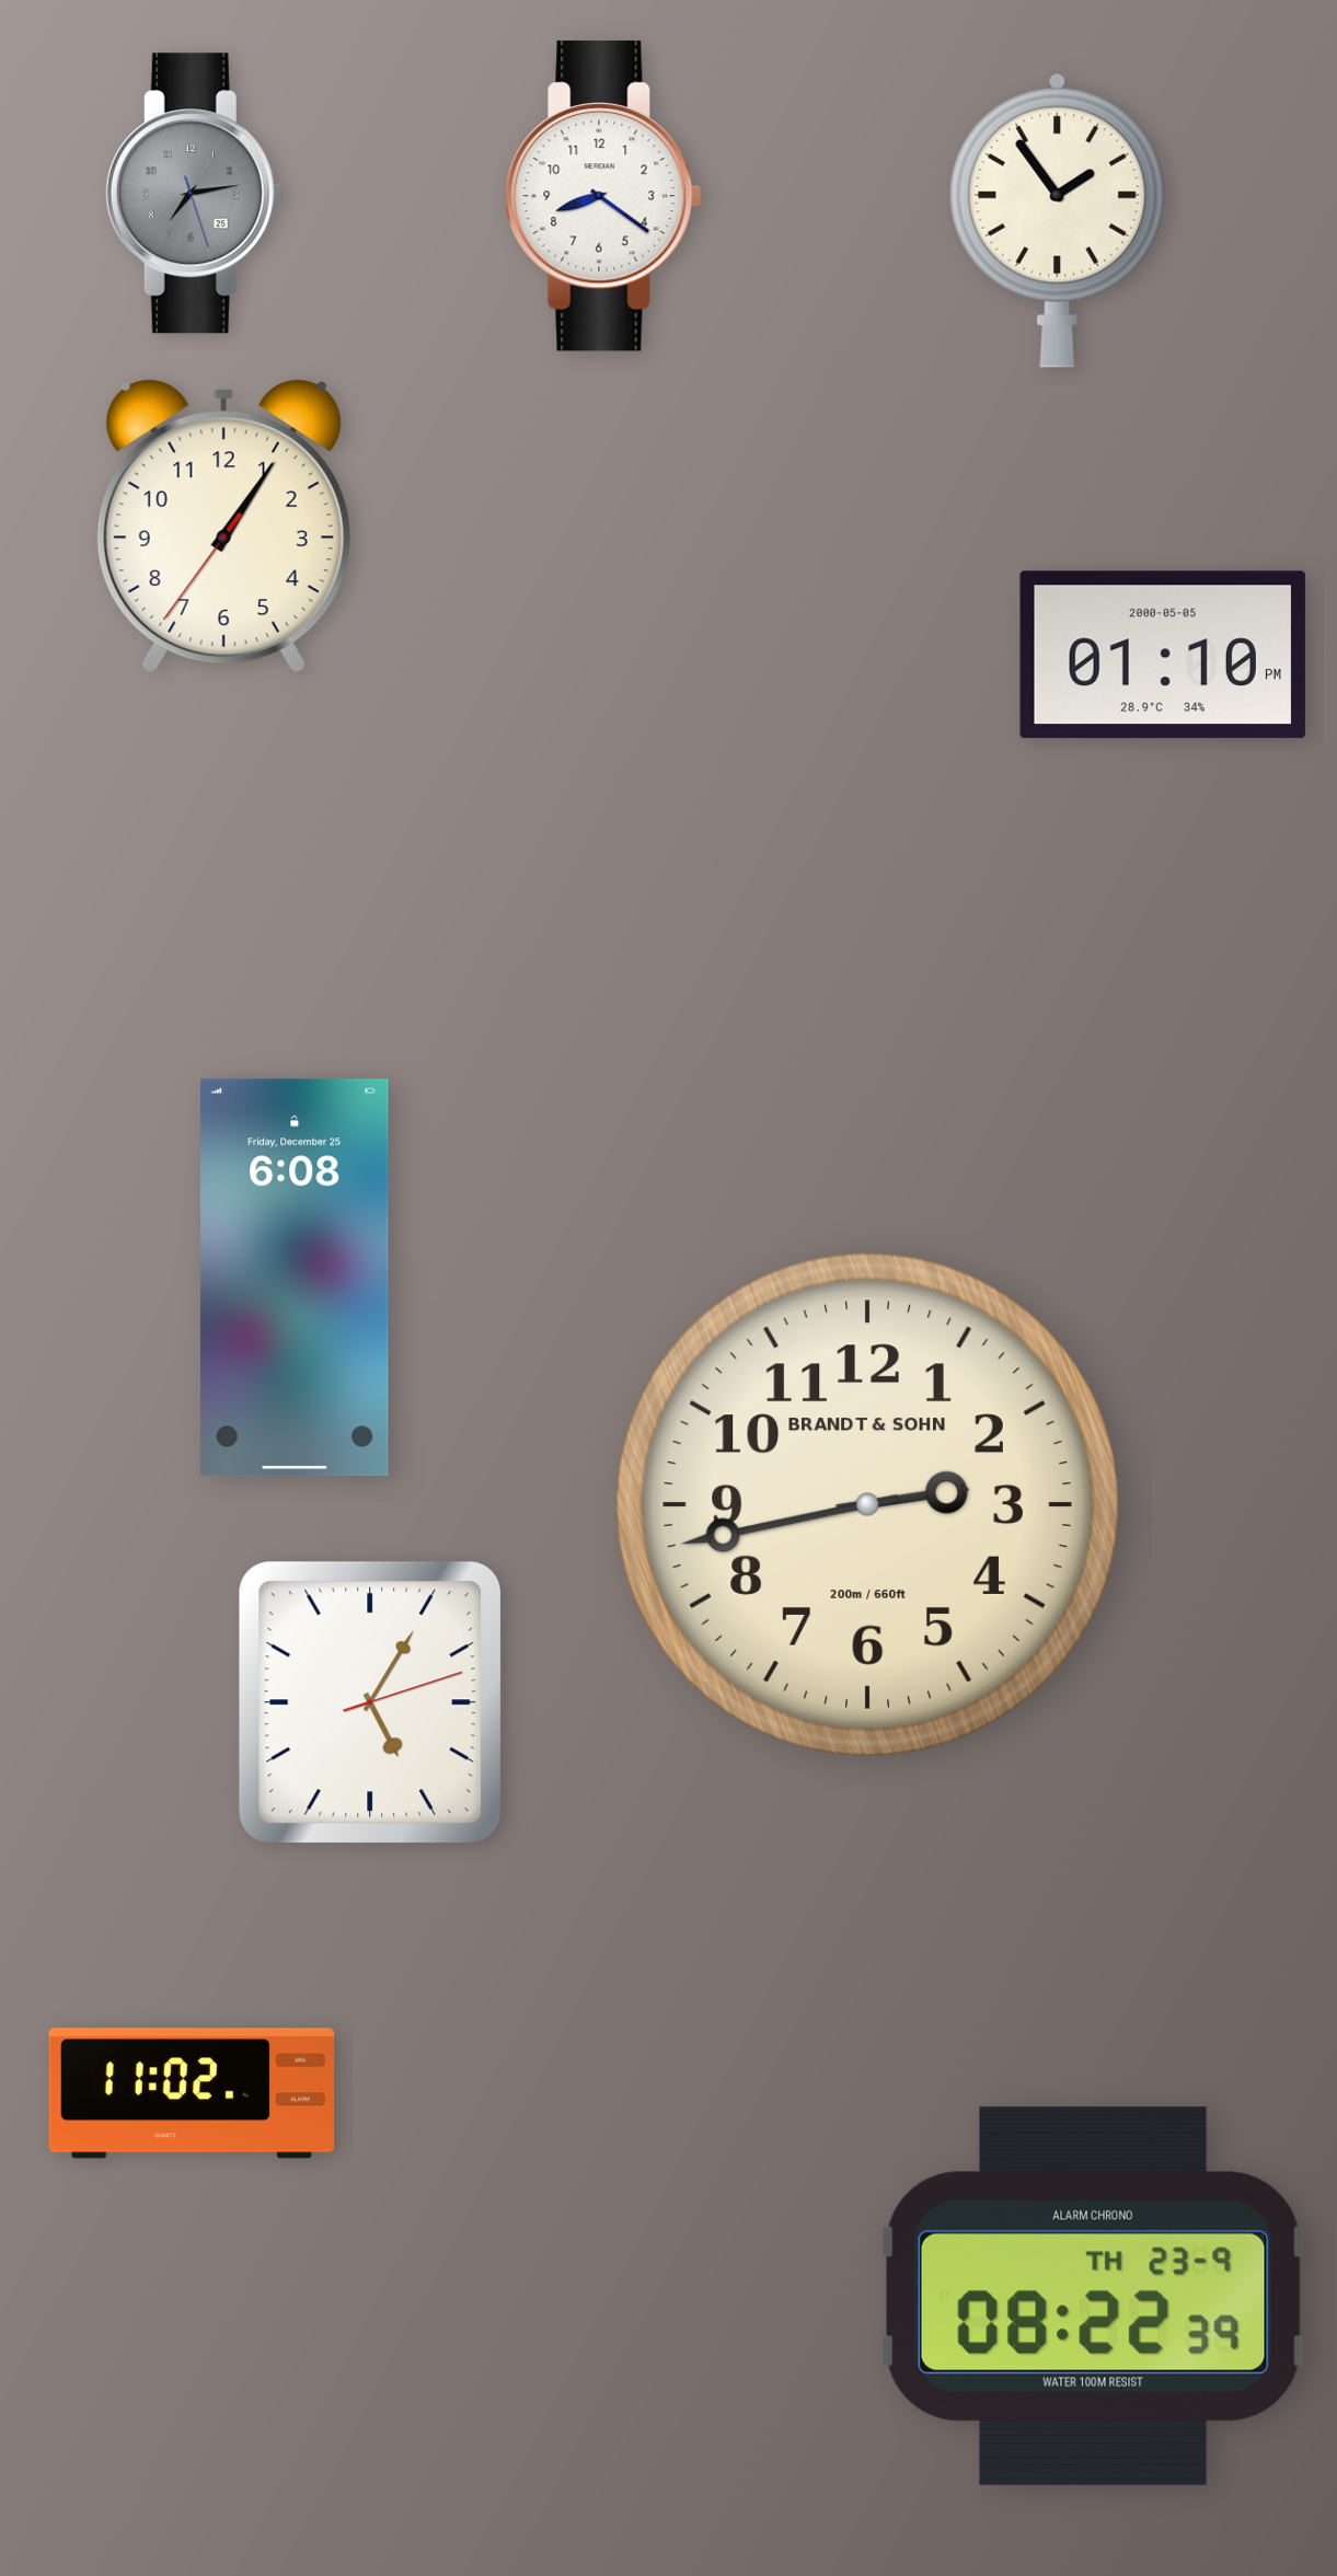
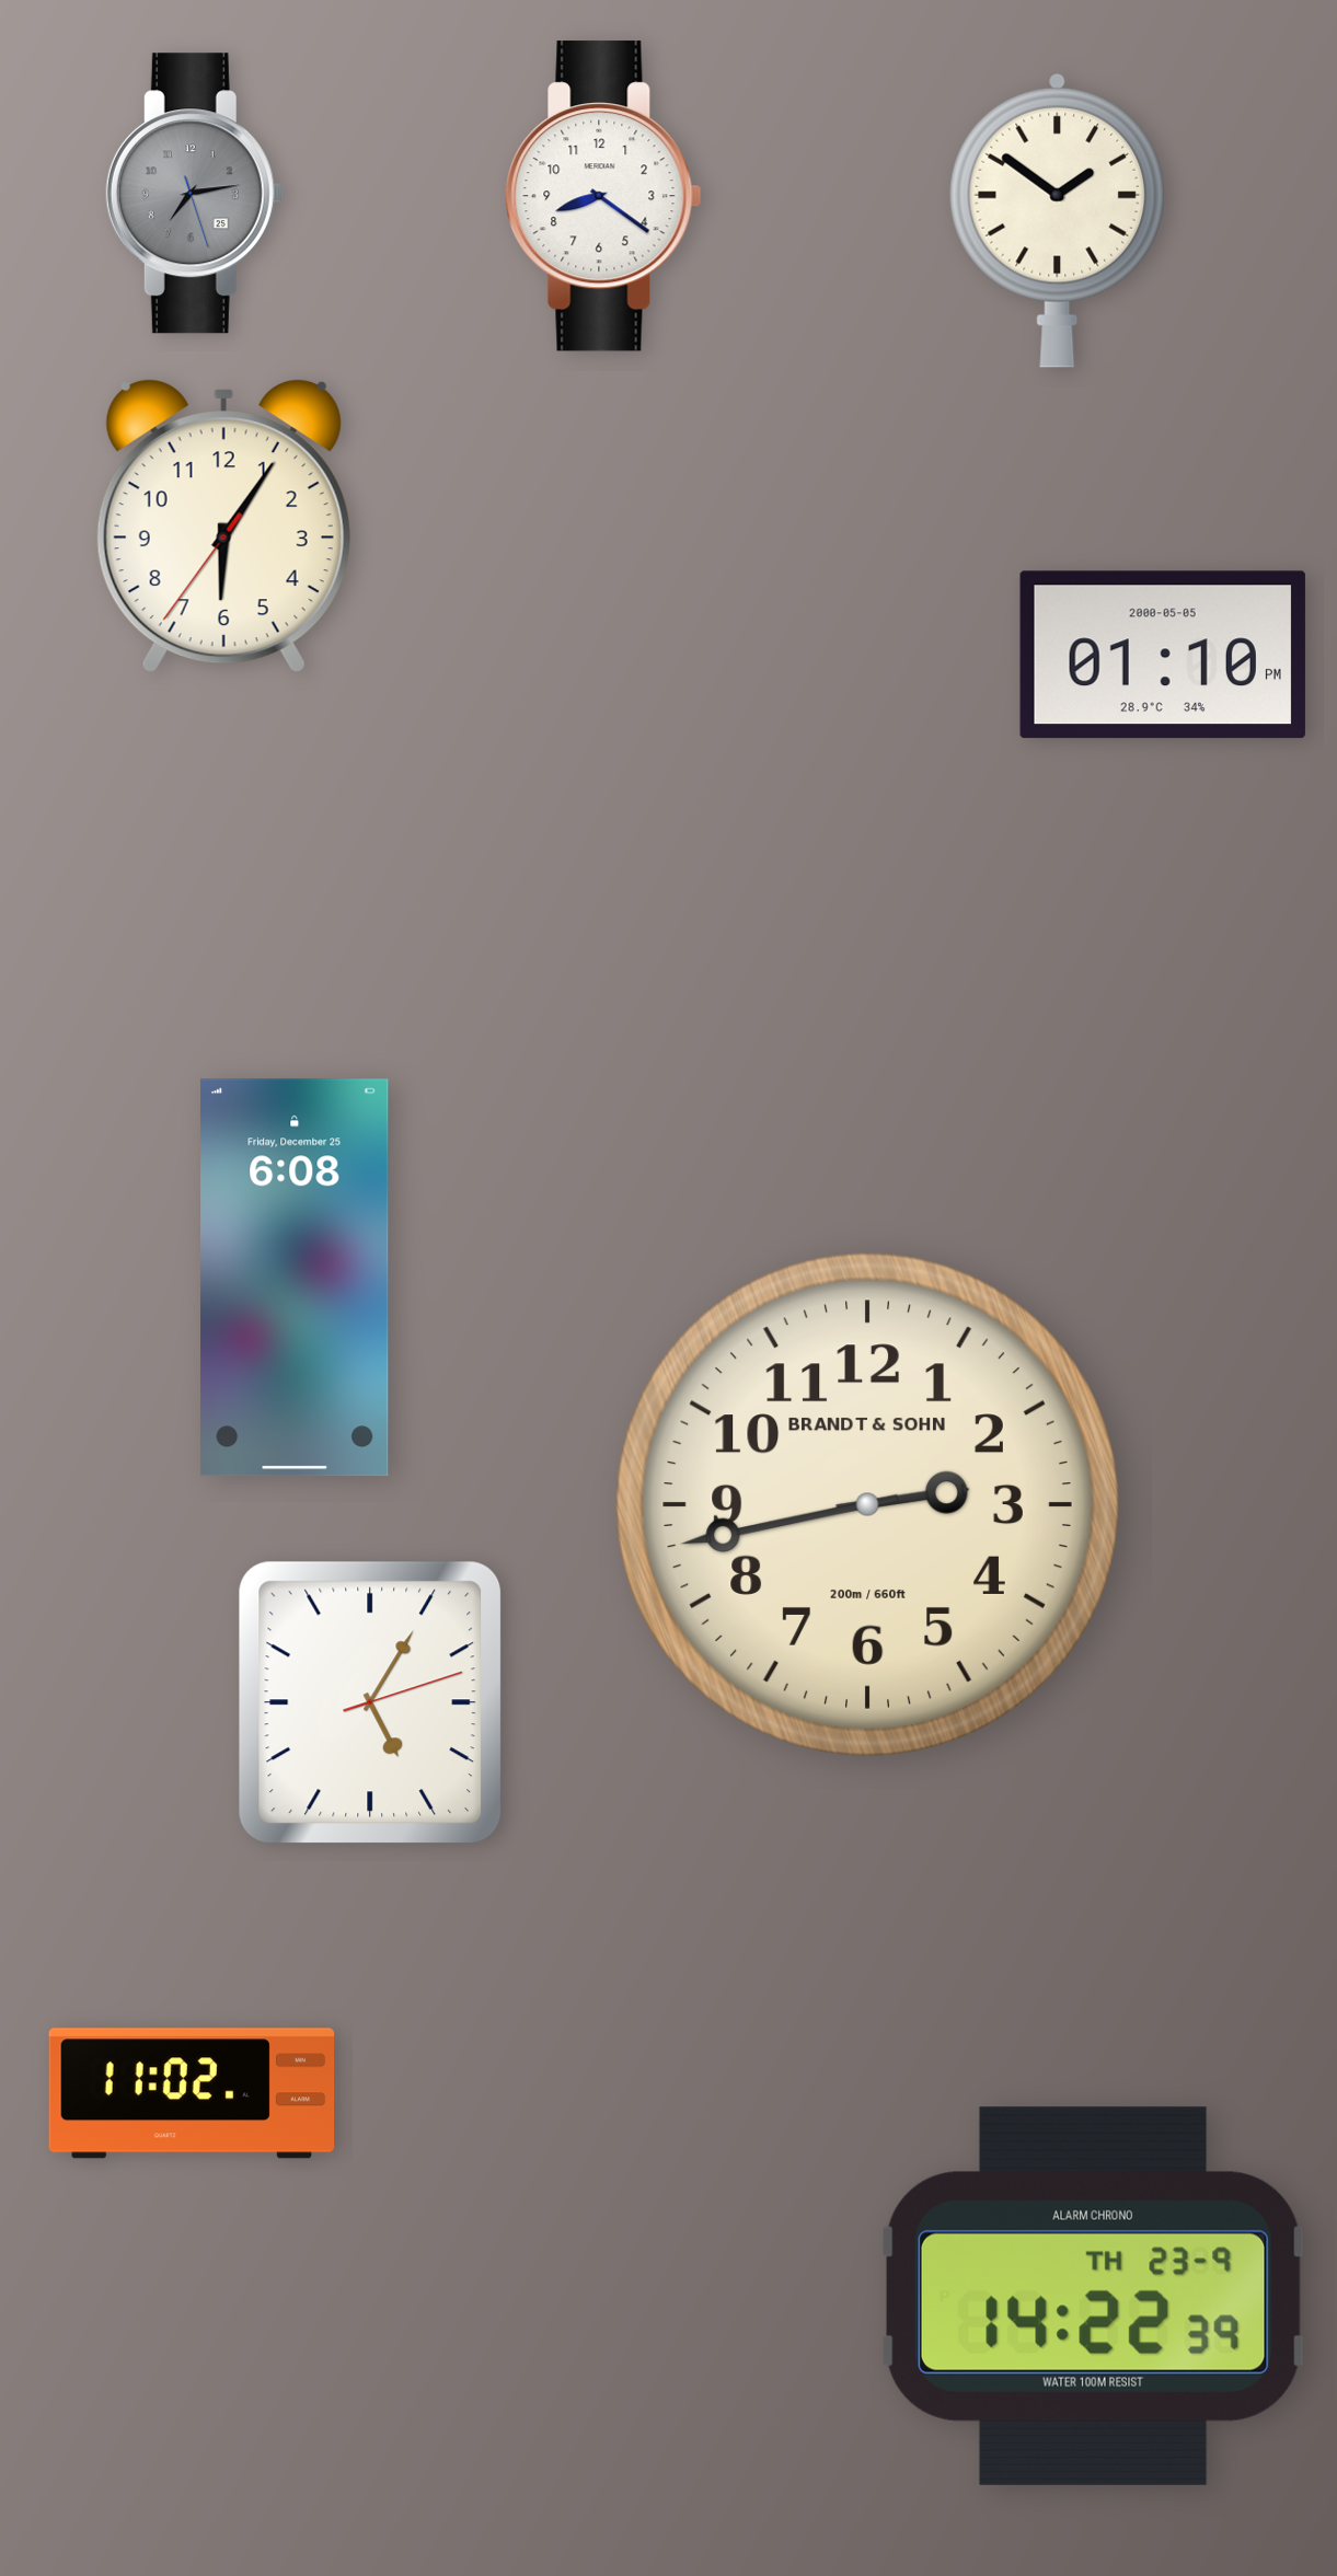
clock at (1058, 220): 1:54 -> 1:51
clock at (223, 527): 1:05 -> 6:05
clock at (1093, 2296): 08:22 -> 14:22
